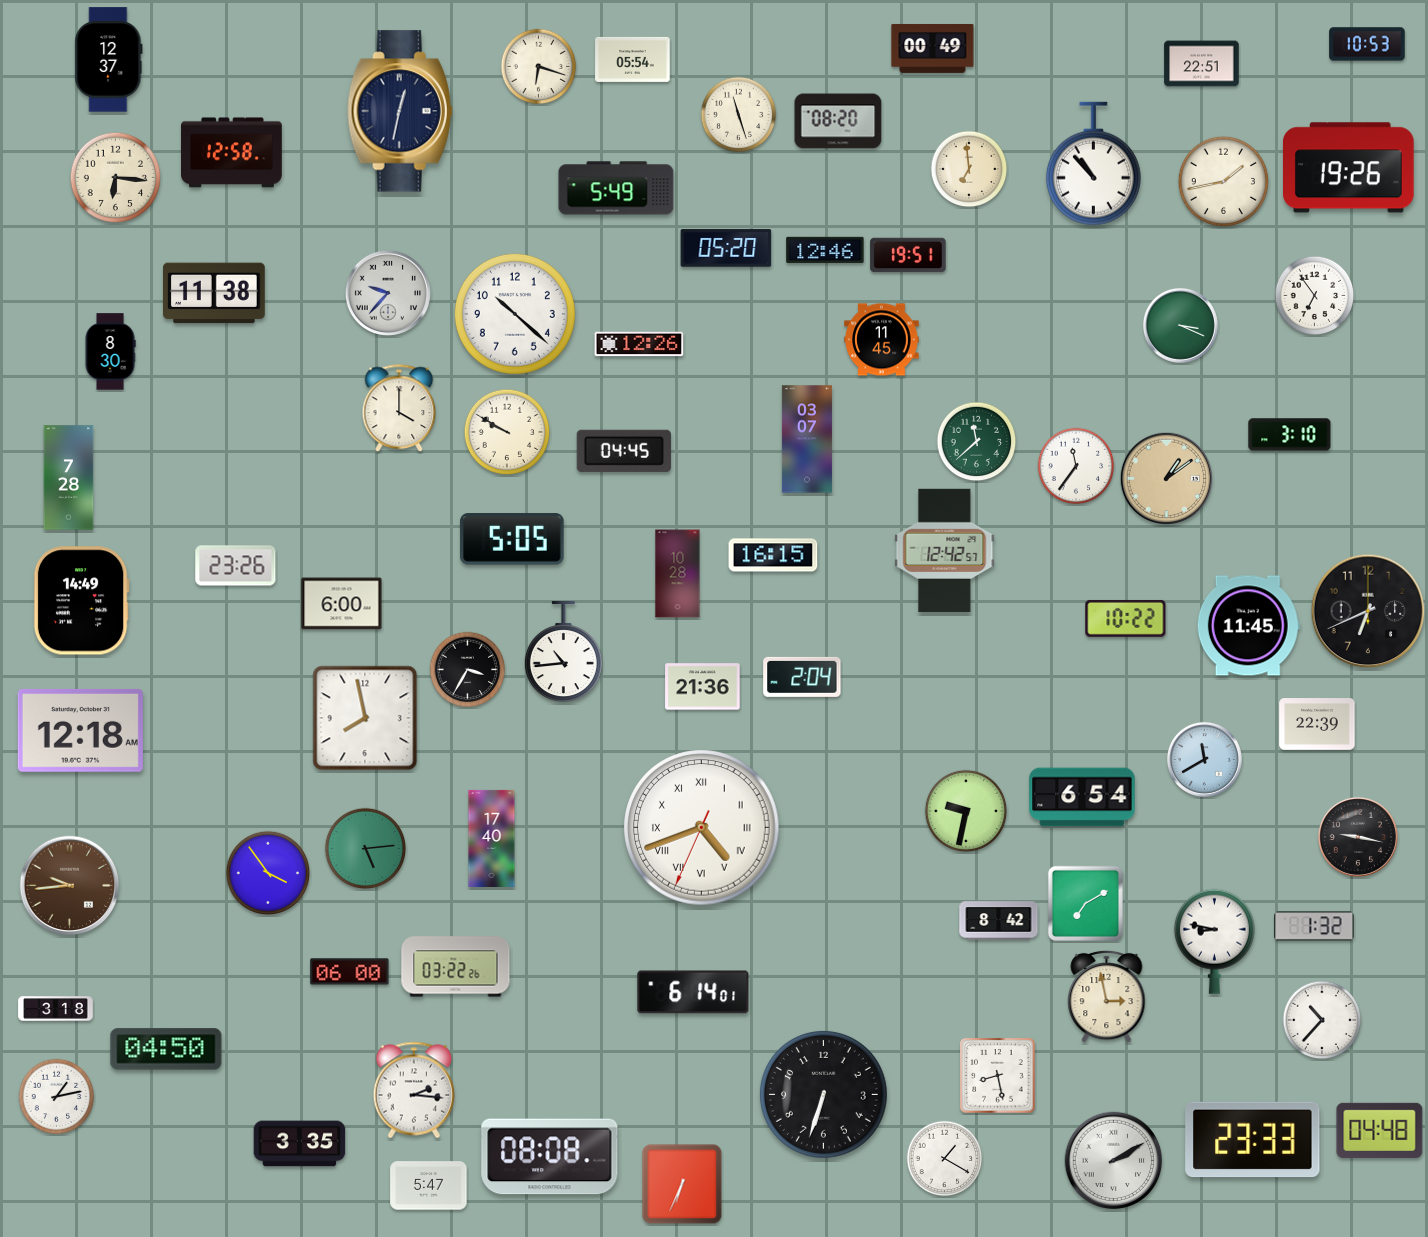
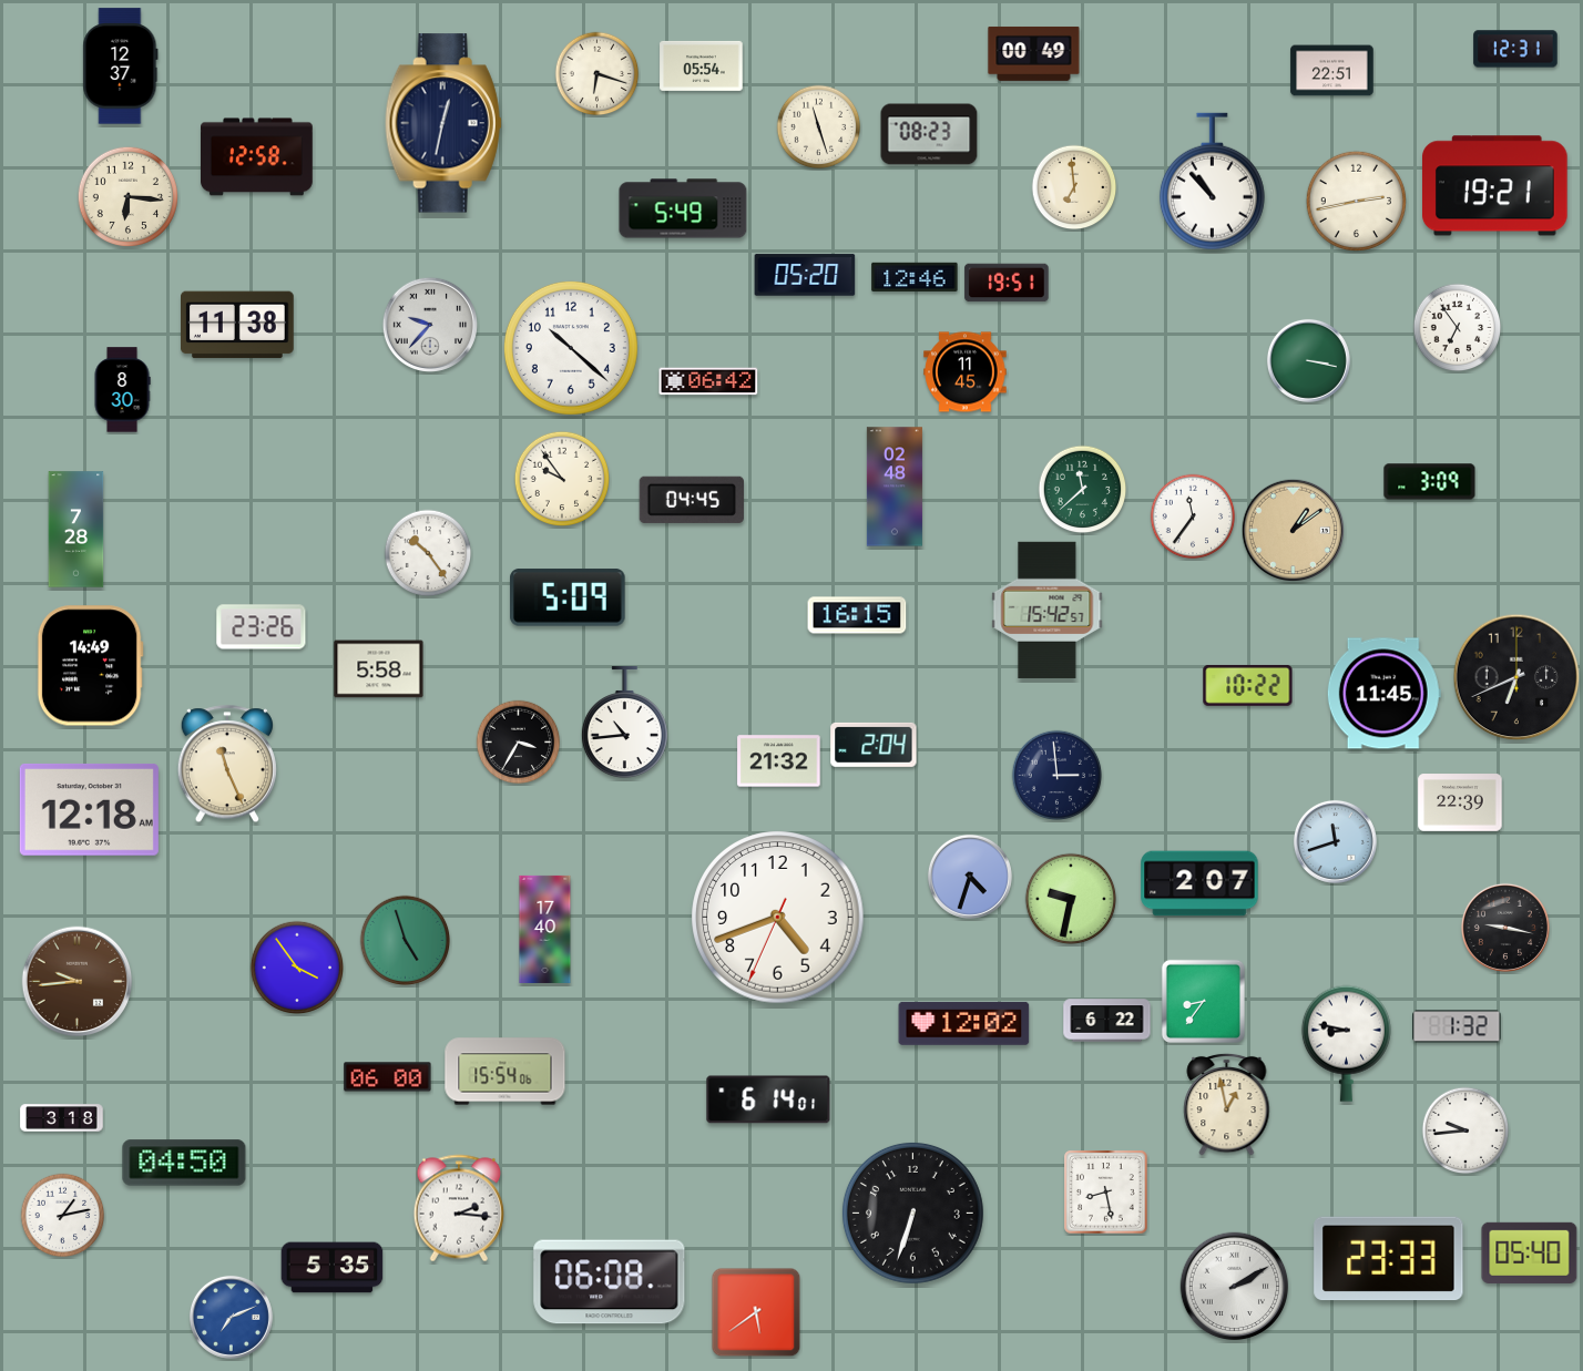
clock at (1367, 44): 10:53 -> 12:31
clock at (838, 121): 08:20 -> 08:23
clock at (232, 153) position: (232, 153) -> (257, 157)
clock at (1349, 168): 19:26 -> 19:21
clock at (1223, 181): 1:43 -> 2:43
clock at (1180, 325): 3:19 -> 3:17
clock at (882, 340) position: (882, 340) -> (966, 372)
clock at (639, 344): 12:26 -> 06:42
clock at (399, 409): 4:00 -> none
clock at (507, 432): 9:50 -> 9:54
clock at (1290, 435): 3:10 -> 3:09
clock at (807, 439): 03:07 -> 02:48
clock at (428, 553): none -> 10:24
clock at (512, 539): 5:05 -> 5:09
clock at (945, 550): 12:42 -> 15:42
clock at (678, 574): 10:28 -> none
clock at (342, 604): 6:00 -> 5:58
clock at (802, 677) position: (802, 677) -> (874, 745)
clock at (703, 687): 21:36 -> 21:32
clock at (227, 765): none -> 11:26
clock at (1058, 776): none -> 2:59
clock at (365, 718): 7:58 -> none
clock at (1204, 759): 11:40 -> 11:42
clock at (970, 877): none -> 4:33
clock at (1082, 797): 6:54 -> 2:07
clock at (702, 828) numerals: Roman -> Arabic
clock at (366, 849): 5:14 -> 4:57
clock at (1085, 903): 7:10 -> 8:36
clock at (999, 921): 8:42 -> 6:22
clock at (964, 1023): none -> 12:02
clock at (456, 967): 03:22 -> 15:54
clock at (1107, 996): 2:58 -> 12:58
clock at (1322, 1020): 10:37 -> 9:44
clock at (1380, 1130): 04:48 -> 05:40
clock at (1253, 1140) position: (1253, 1140) -> (1389, 1259)
clock at (300, 1144): 3:35 -> 5:35
clock at (550, 1157): 08:08 -> 06:08
clock at (945, 1159): 1:20 -> none
clock at (682, 1184): 6:34 -> 5:39
clock at (429, 1186): 5:47 -> none
clock at (231, 1317): none -> 7:11
